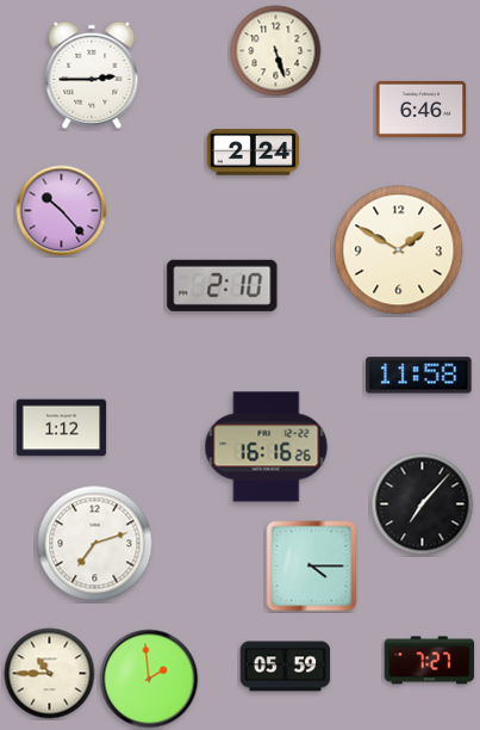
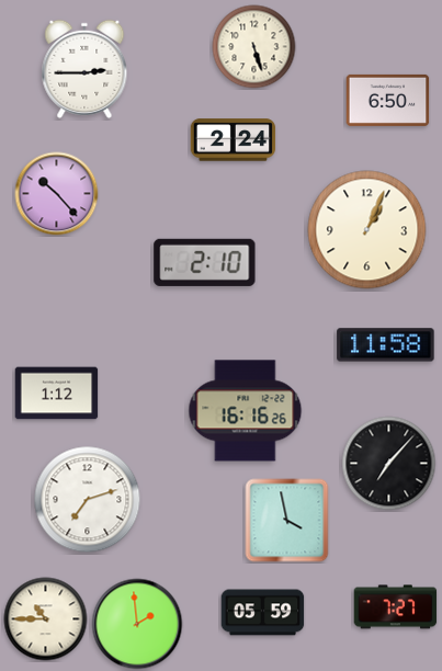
clock at (422, 109): 6:46 -> 6:50
clock at (399, 250): 1:50 -> 1:04
clock at (312, 567): 4:15 -> 3:58
